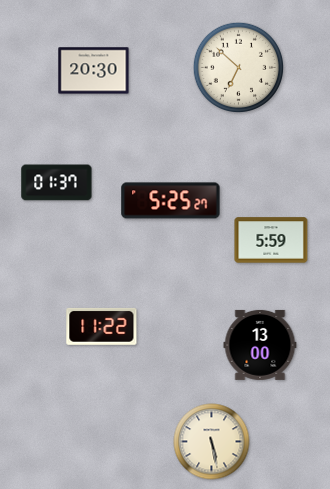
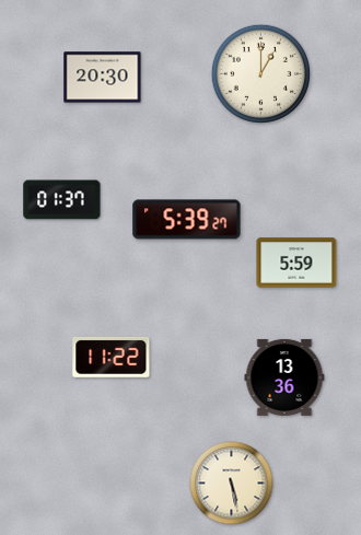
clock at (238, 67): 6:52 -> 1:00
clock at (171, 201): 5:25 -> 5:39
clock at (260, 345): 13:00 -> 13:36
